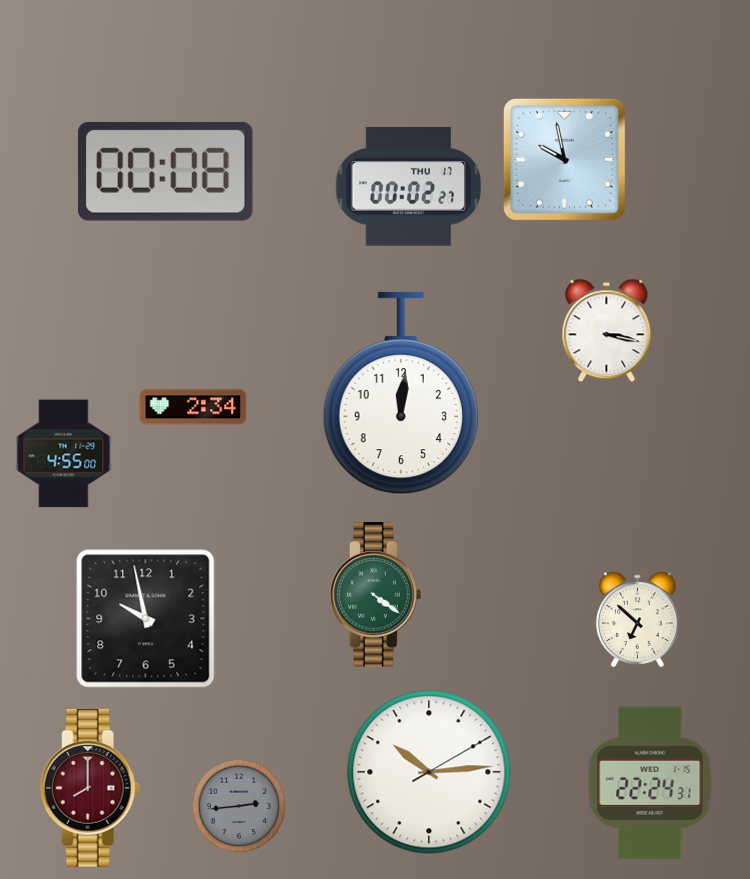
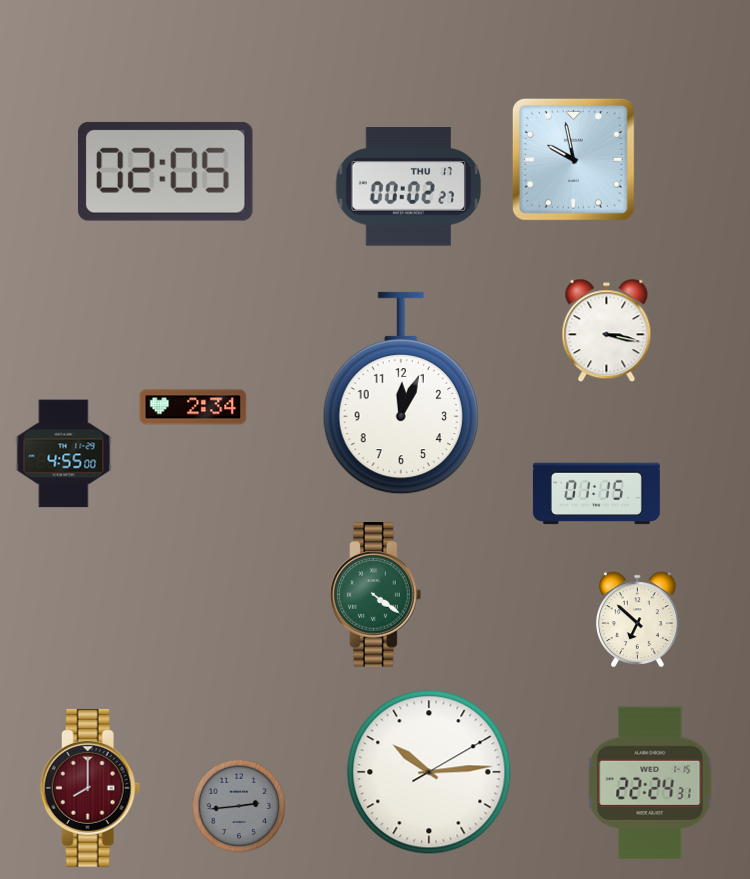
clock at (564, 159) position: (564, 159) -> (573, 159)
clock at (166, 171): 00:08 -> 02:05
clock at (401, 393): 12:01 -> 12:04
clock at (596, 494): none -> 01:15
clock at (146, 619): 9:58 -> none
